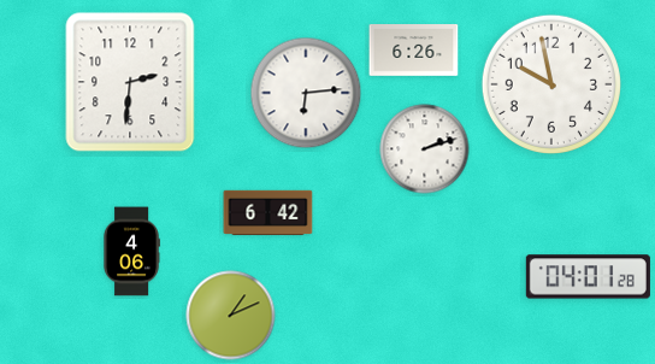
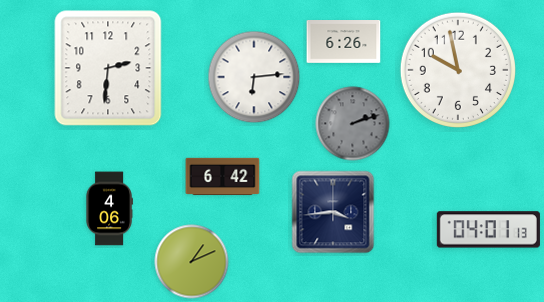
clock at (425, 149) dial: white -> grey
clock at (333, 212): none -> 3:44
clock at (588, 277): 04:01:28 -> 04:01:13
